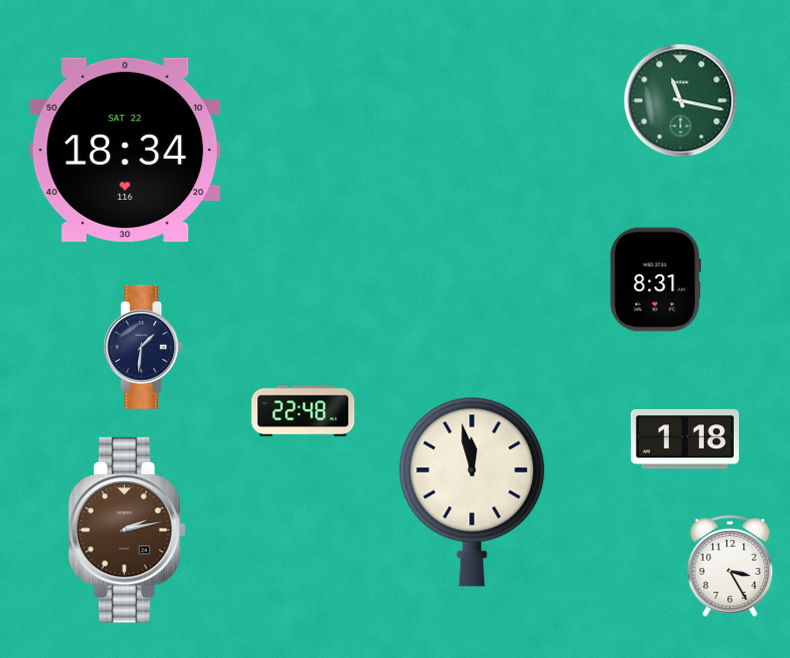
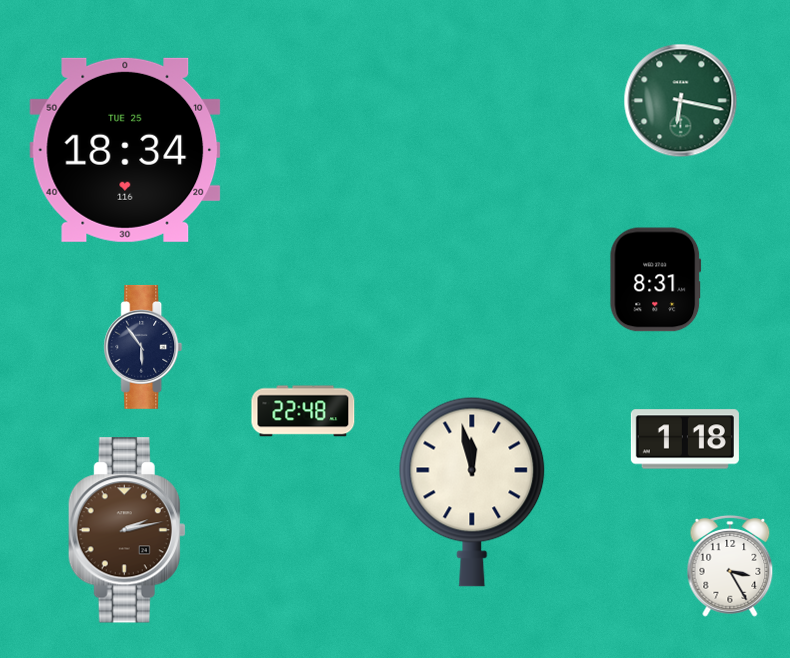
clock at (681, 101): 11:17 -> 6:17
clock at (125, 150) date: SAT 22 -> TUE 25
clock at (143, 347): 1:31 -> 5:54
